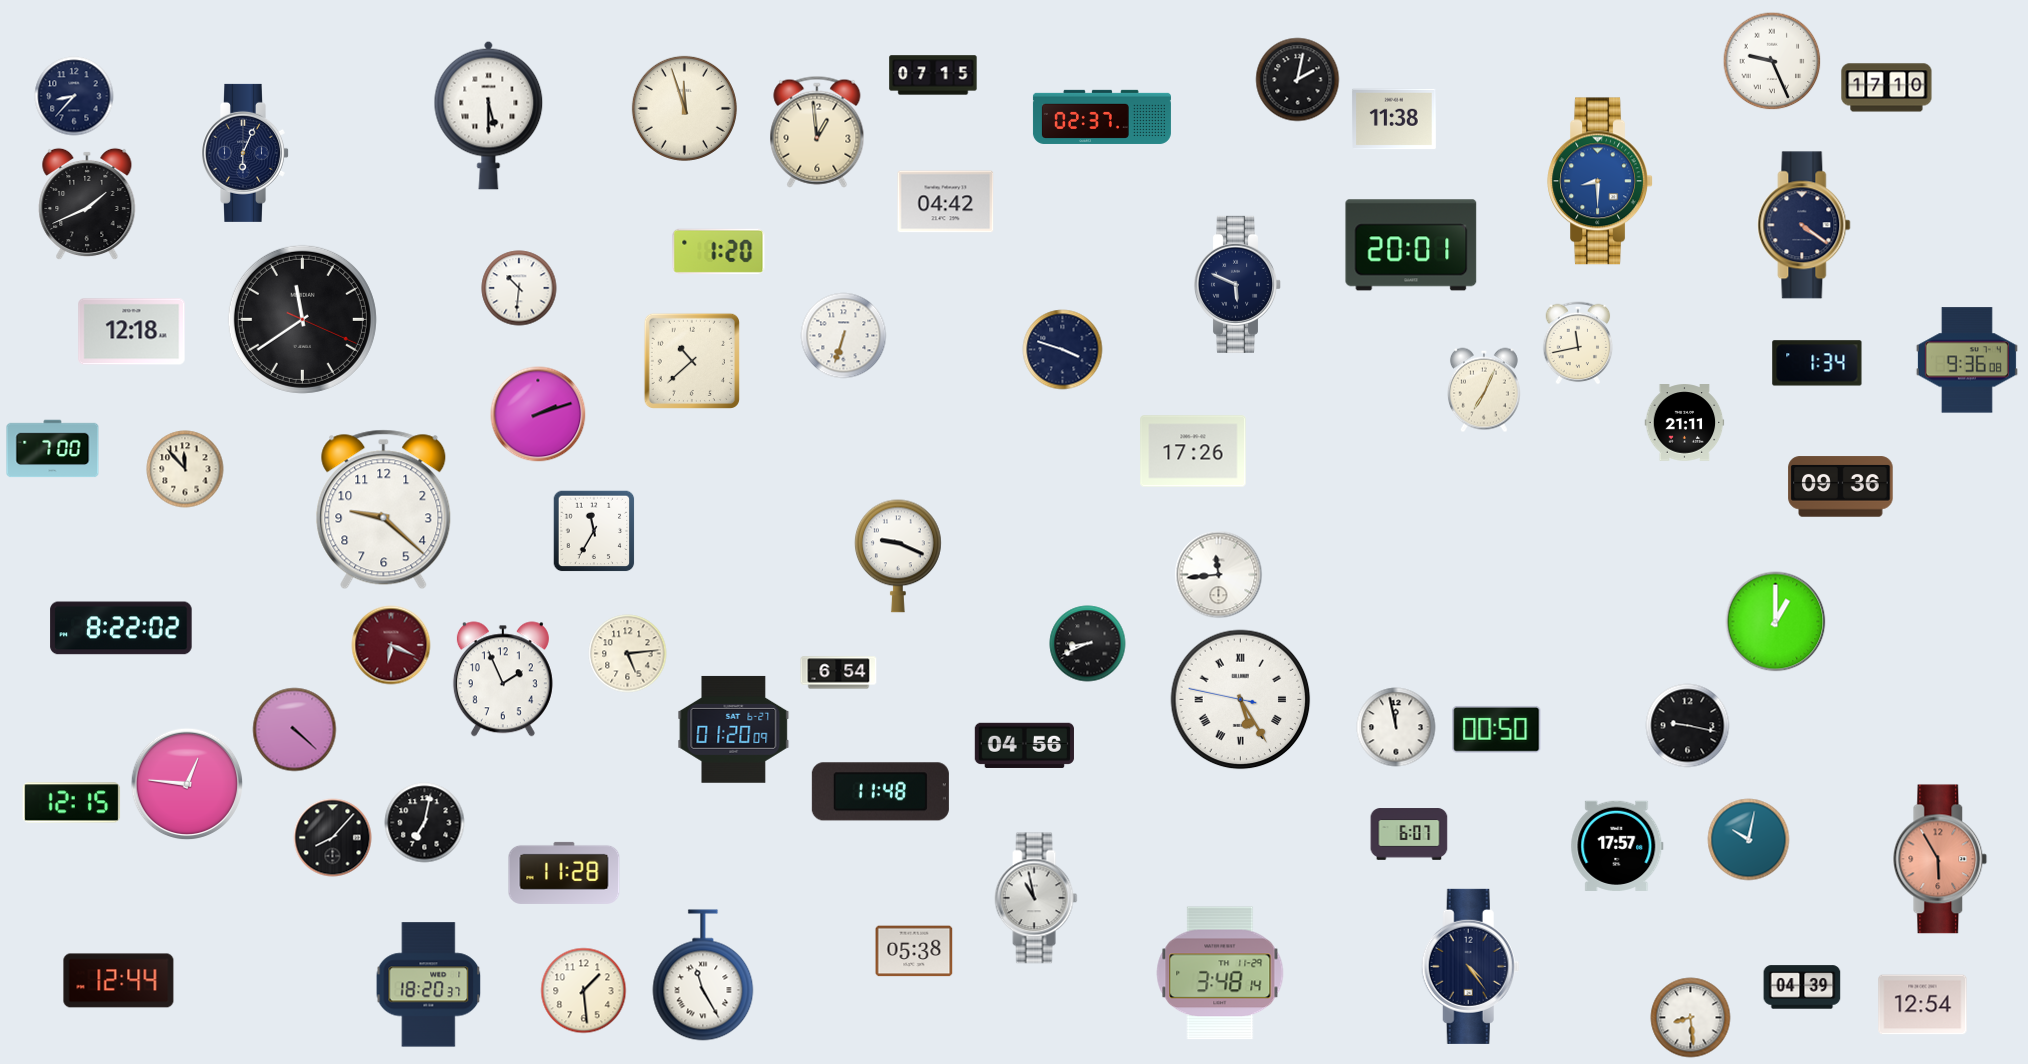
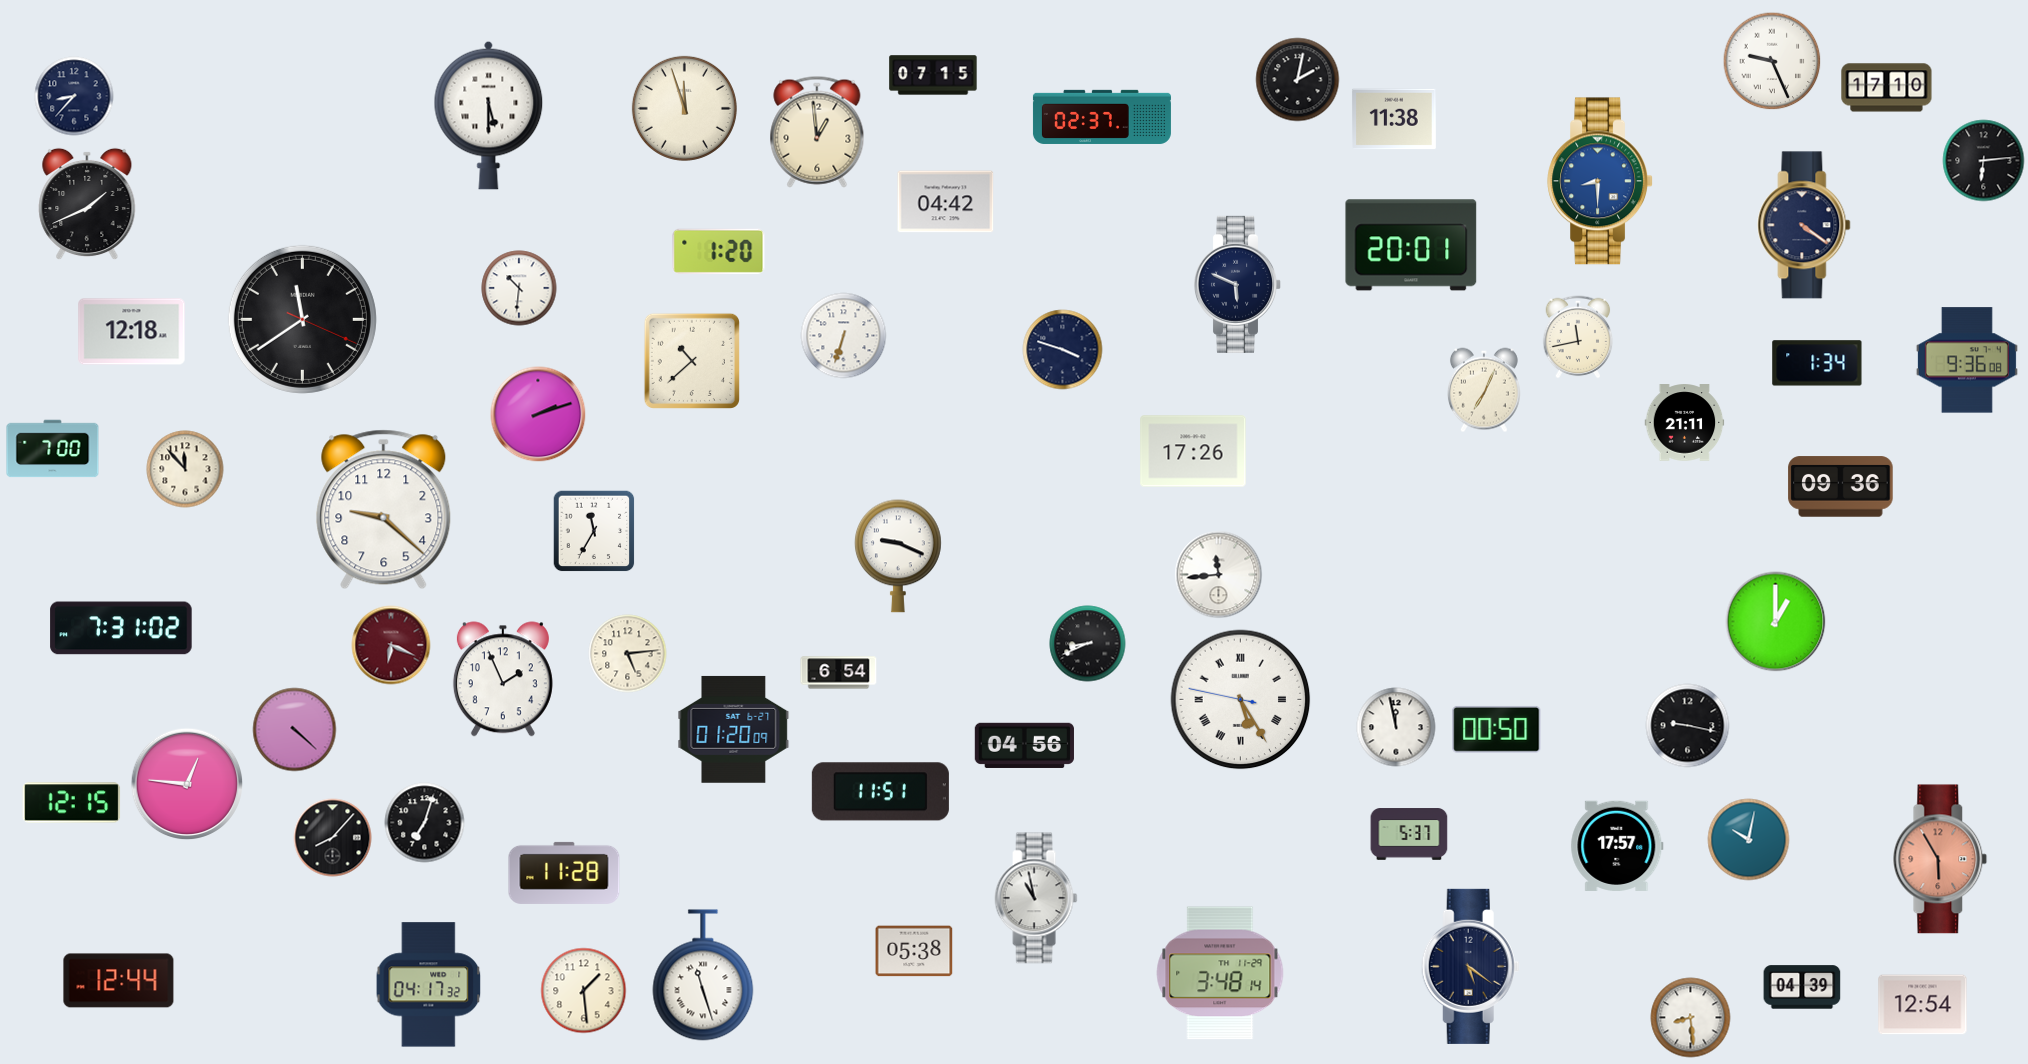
clock at (246, 153): 6:04 -> none
clock at (1984, 161): none -> 6:14
clock at (1578, 343) position: (1578, 343) -> (1578, 337)
clock at (121, 628): 8:22 -> 7:31
clock at (880, 792): 11:48 -> 11:51
clock at (425, 823): 7:02 -> 7:03
clock at (1409, 834): 6:07 -> 5:37
clock at (1470, 966): 4:24 -> 5:21
clock at (703, 975): 11:25 -> 11:27
clock at (429, 985): 18:20 -> 04:17
